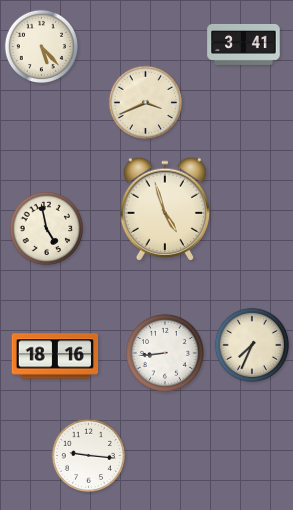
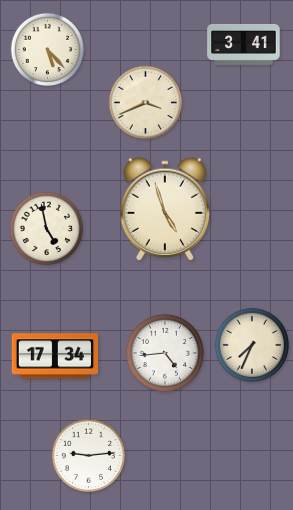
clock at (41, 46) position: (41, 46) -> (47, 49)
clock at (165, 353): 8:44 -> 4:44
clock at (55, 356): 18:16 -> 17:34
clock at (88, 455): 9:16 -> 9:14
